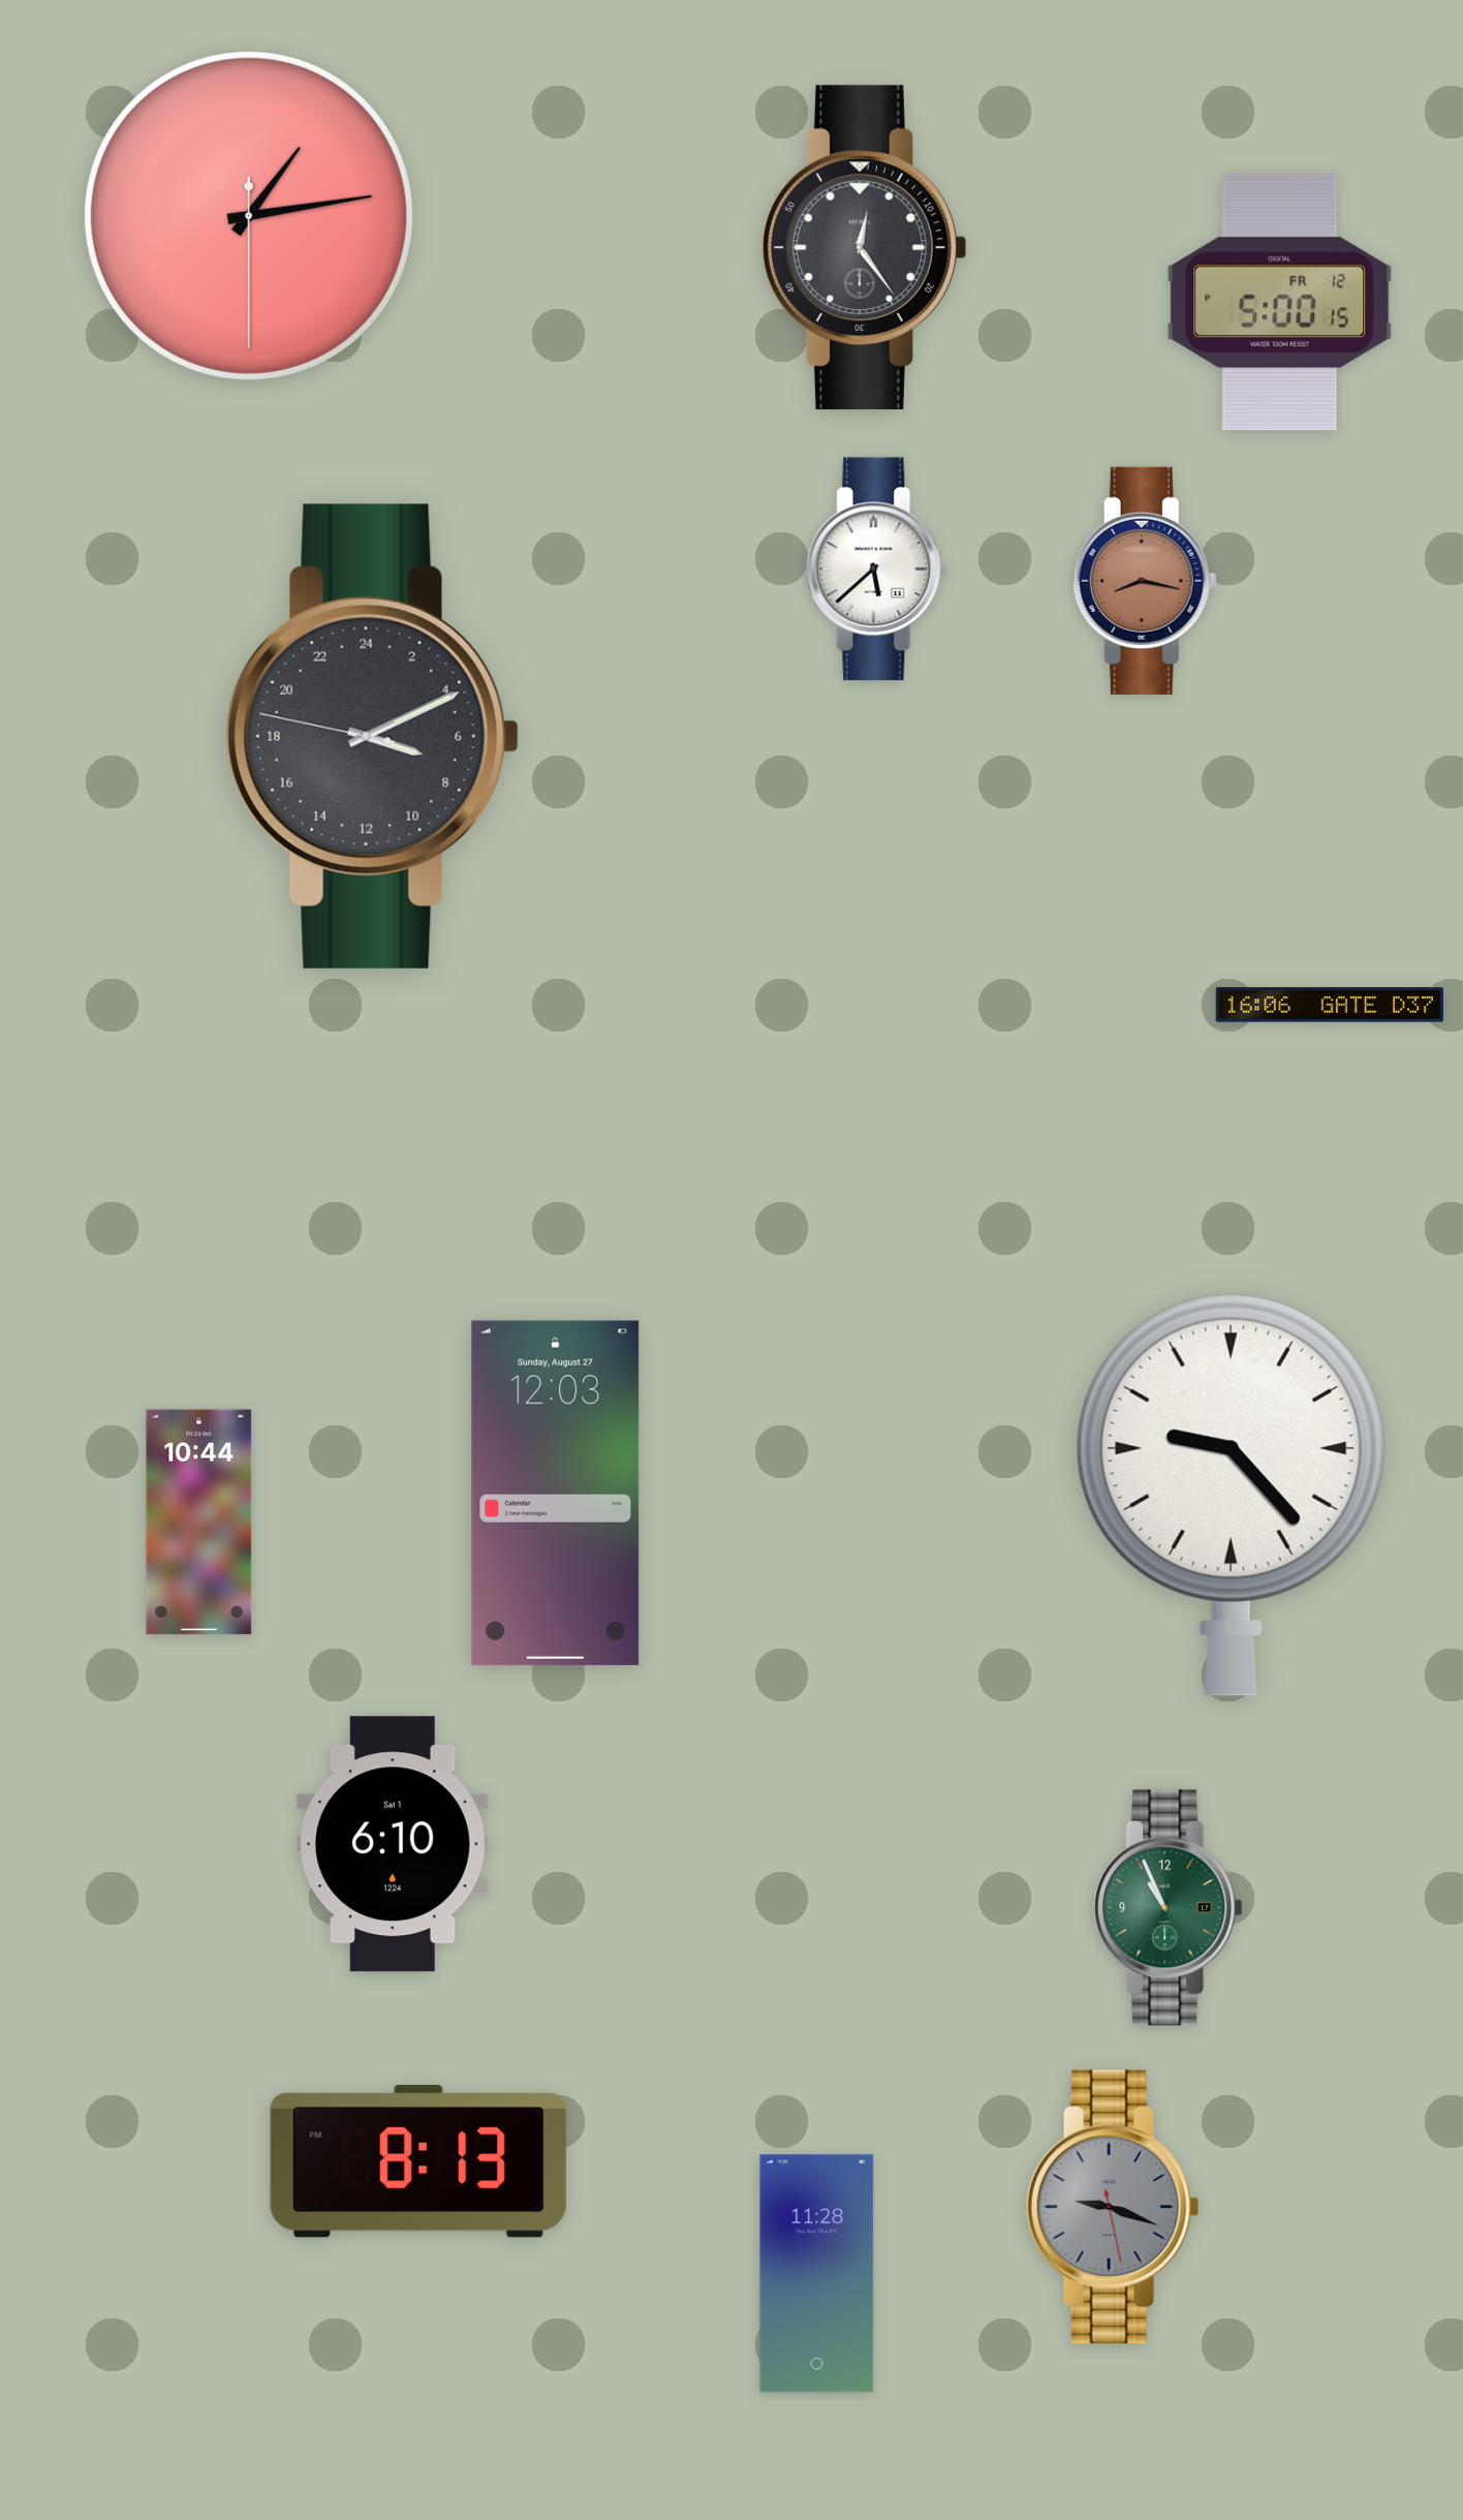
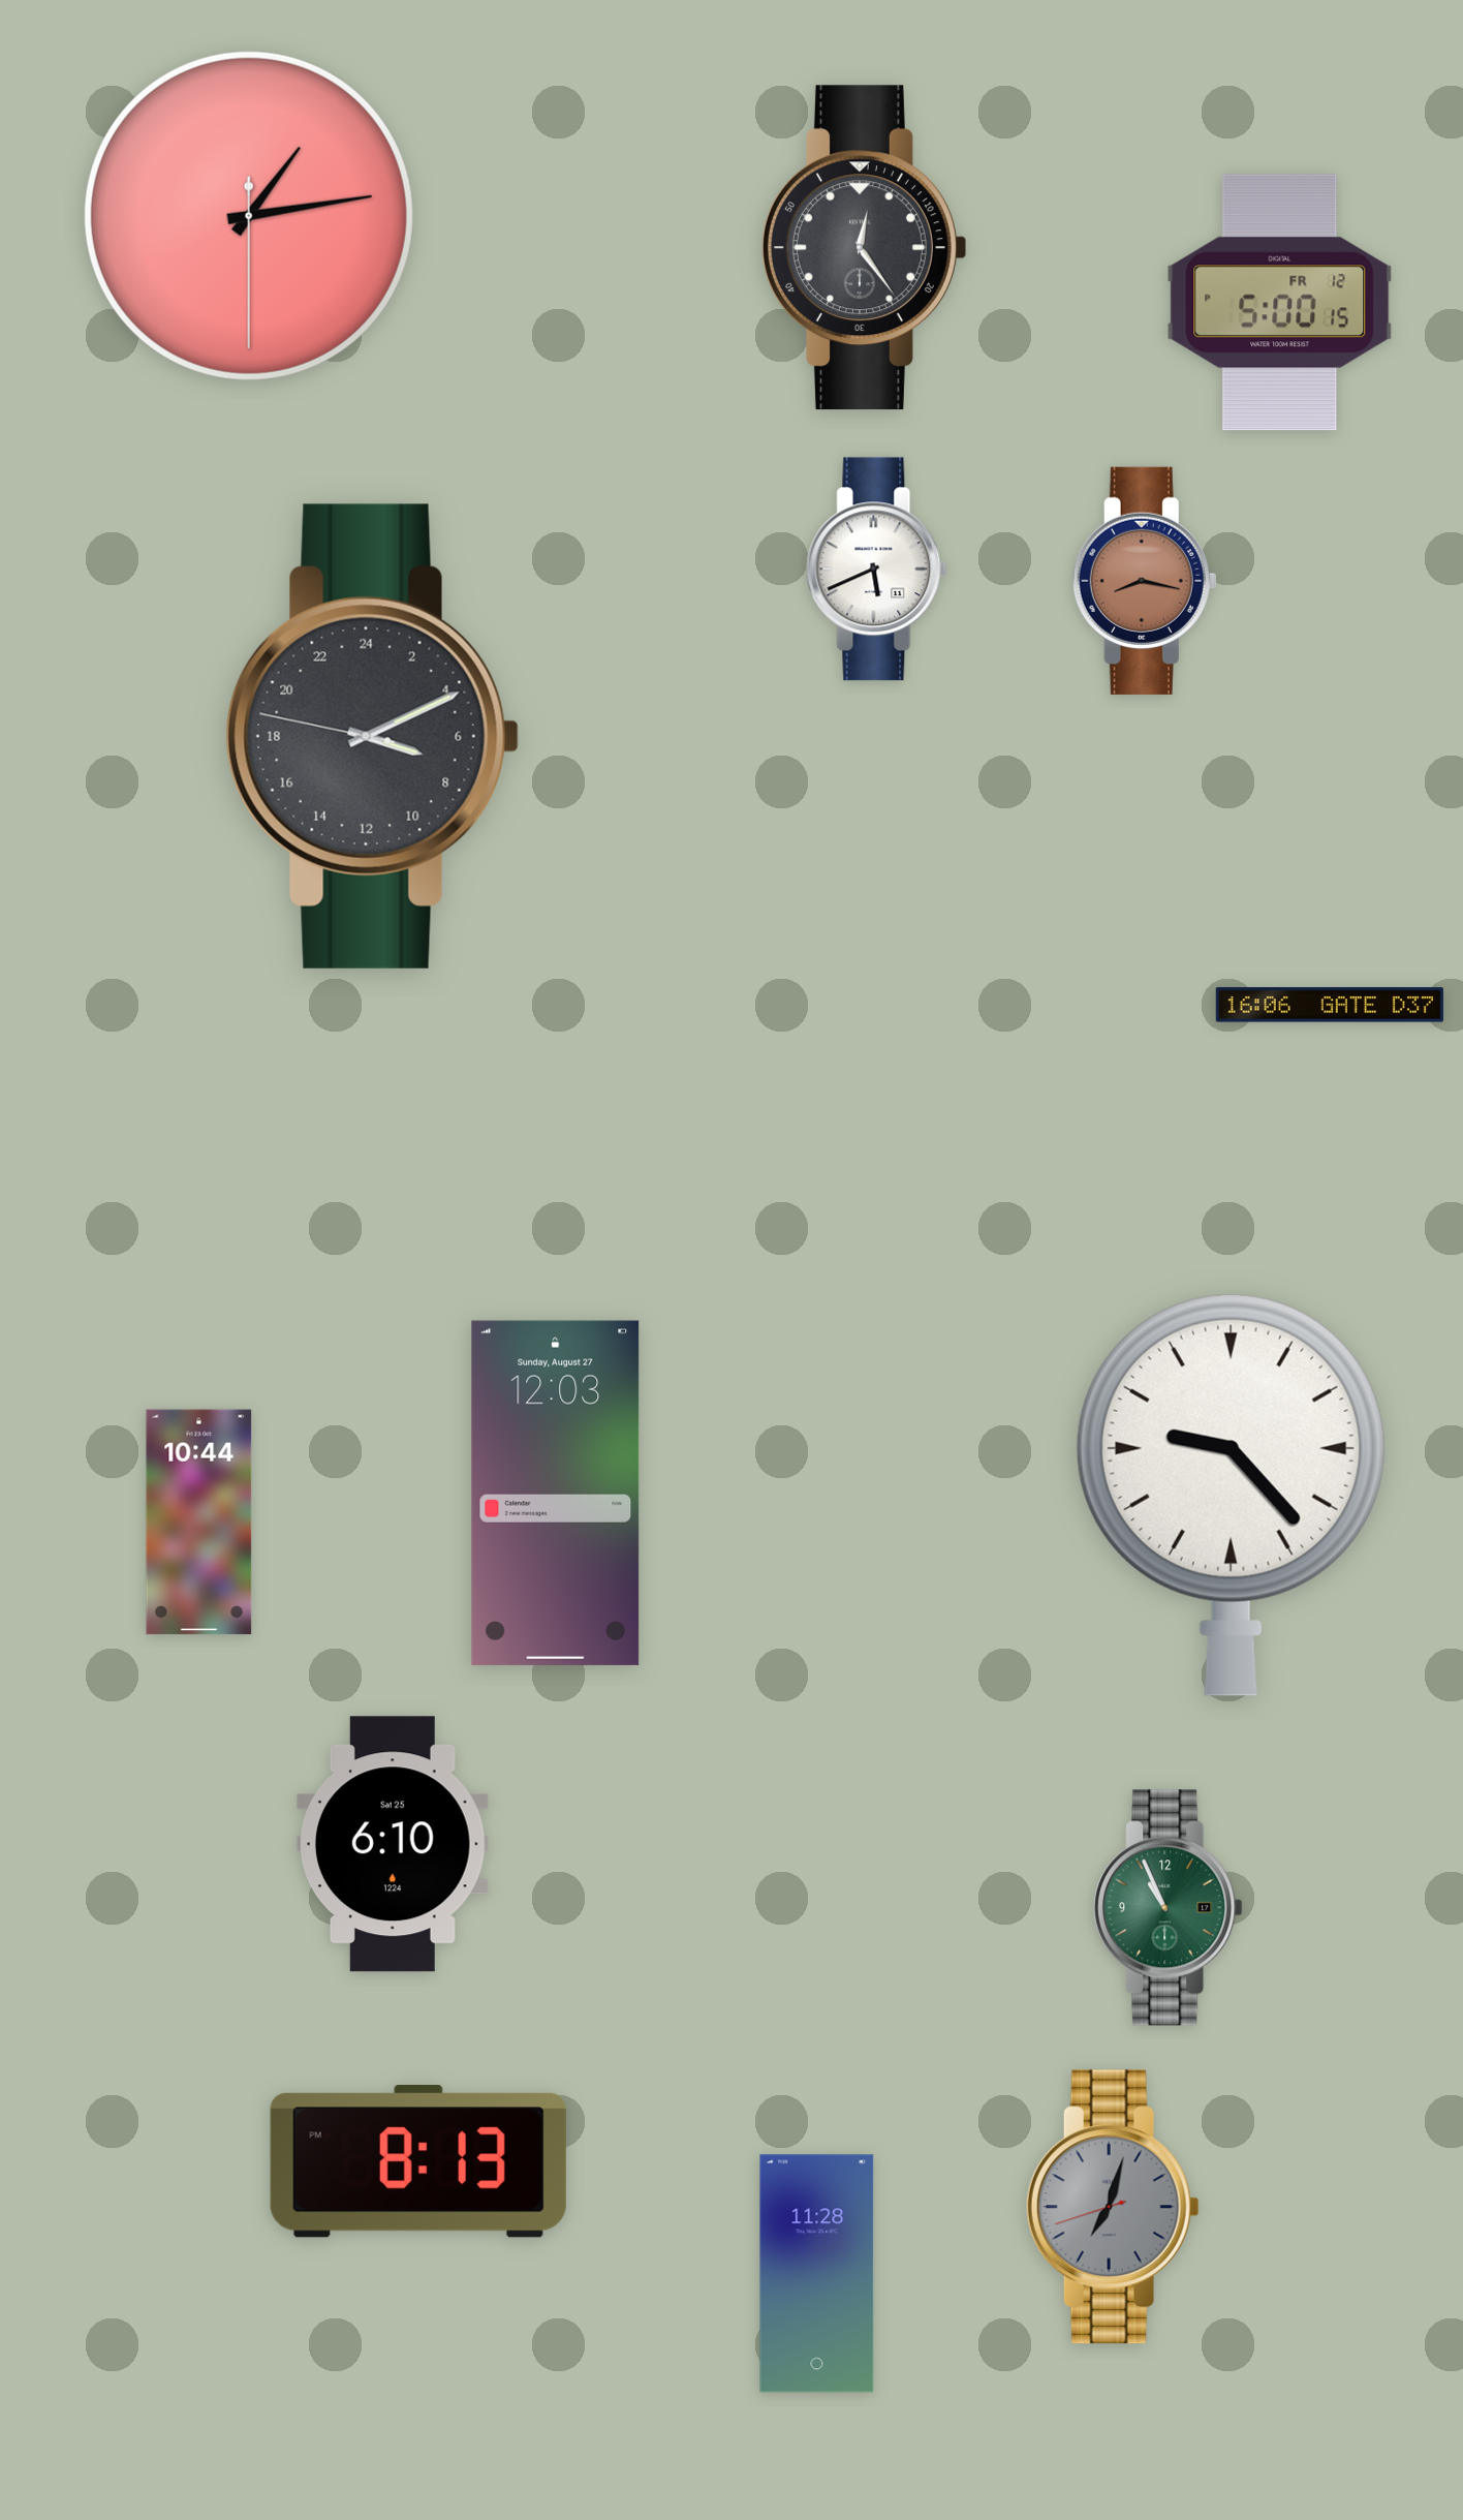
clock at (877, 570): 5:38 -> 5:41
clock at (394, 1844) date: Sat 1 -> Sat 25
clock at (1113, 2207): 9:18 -> 7:02
